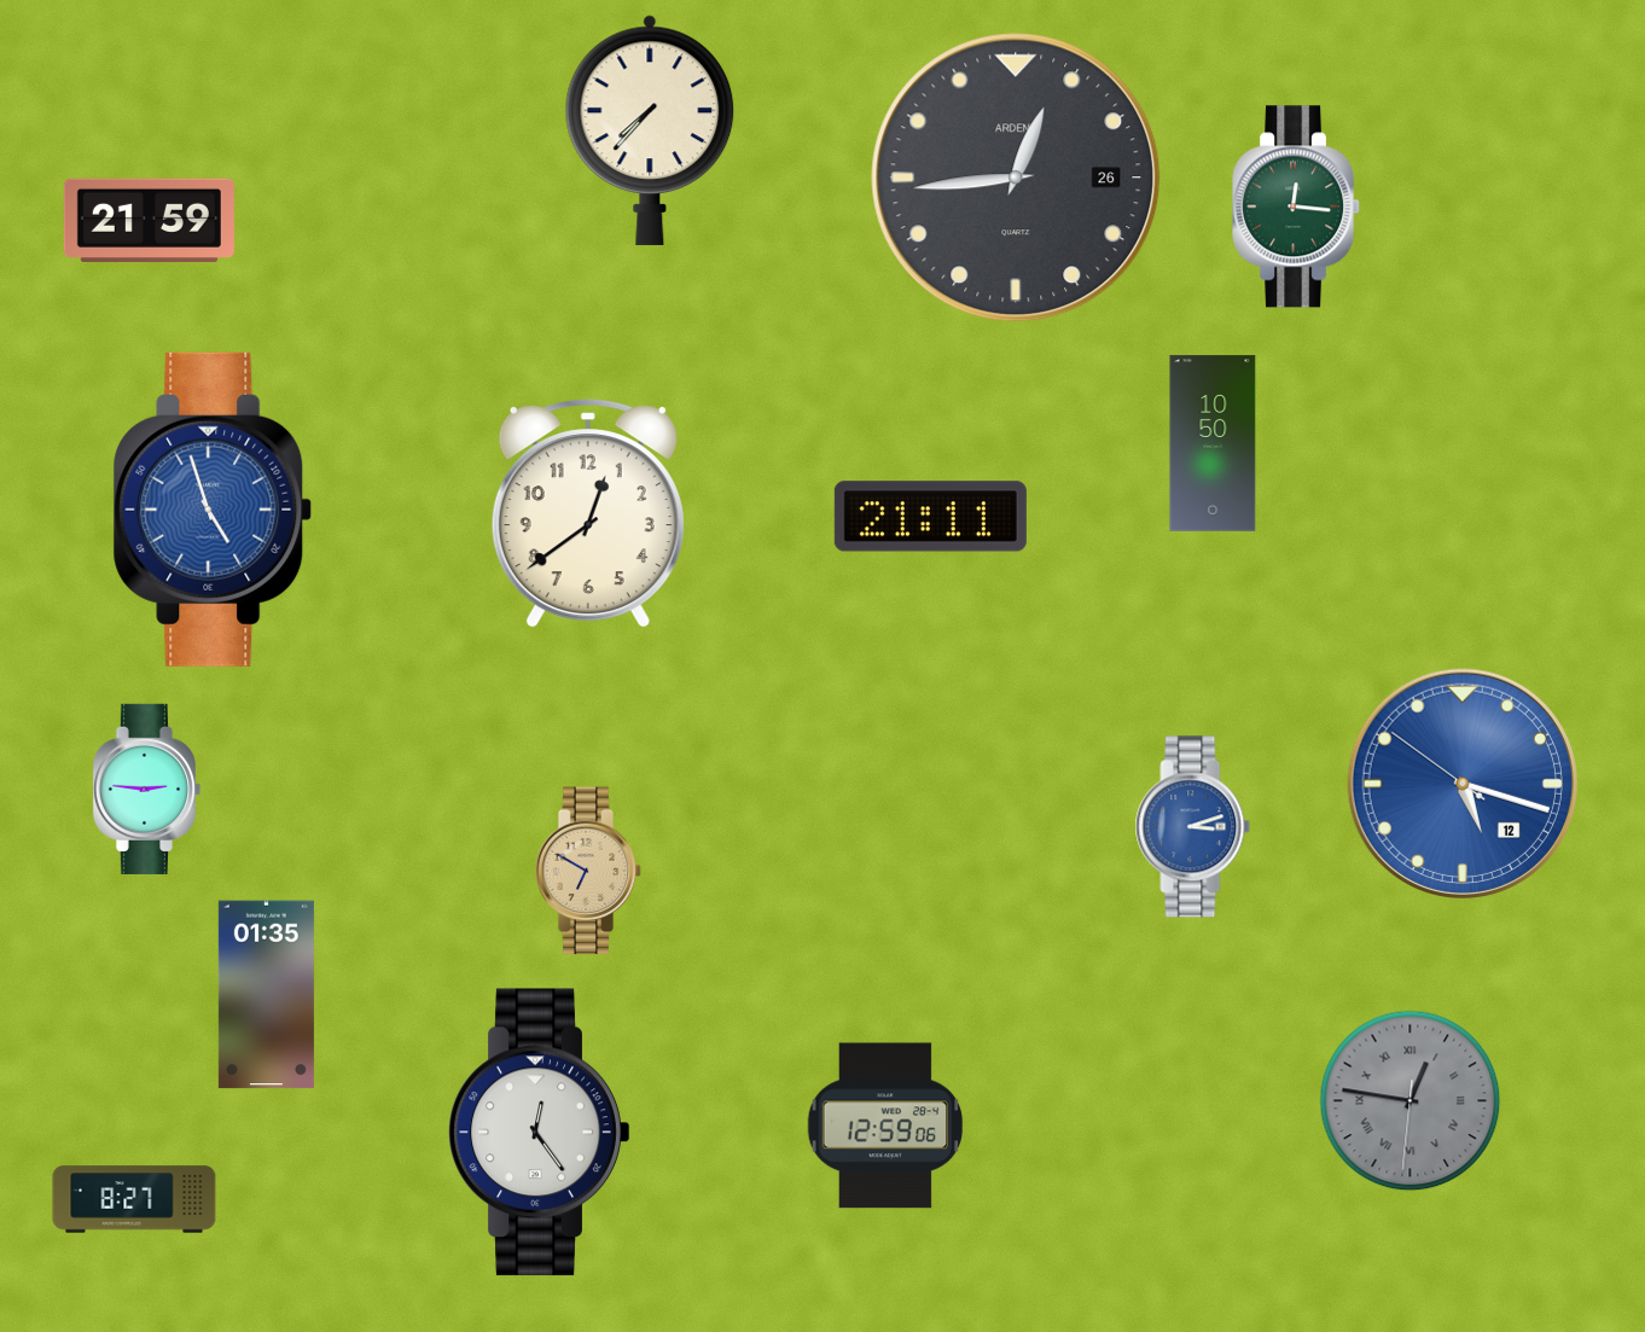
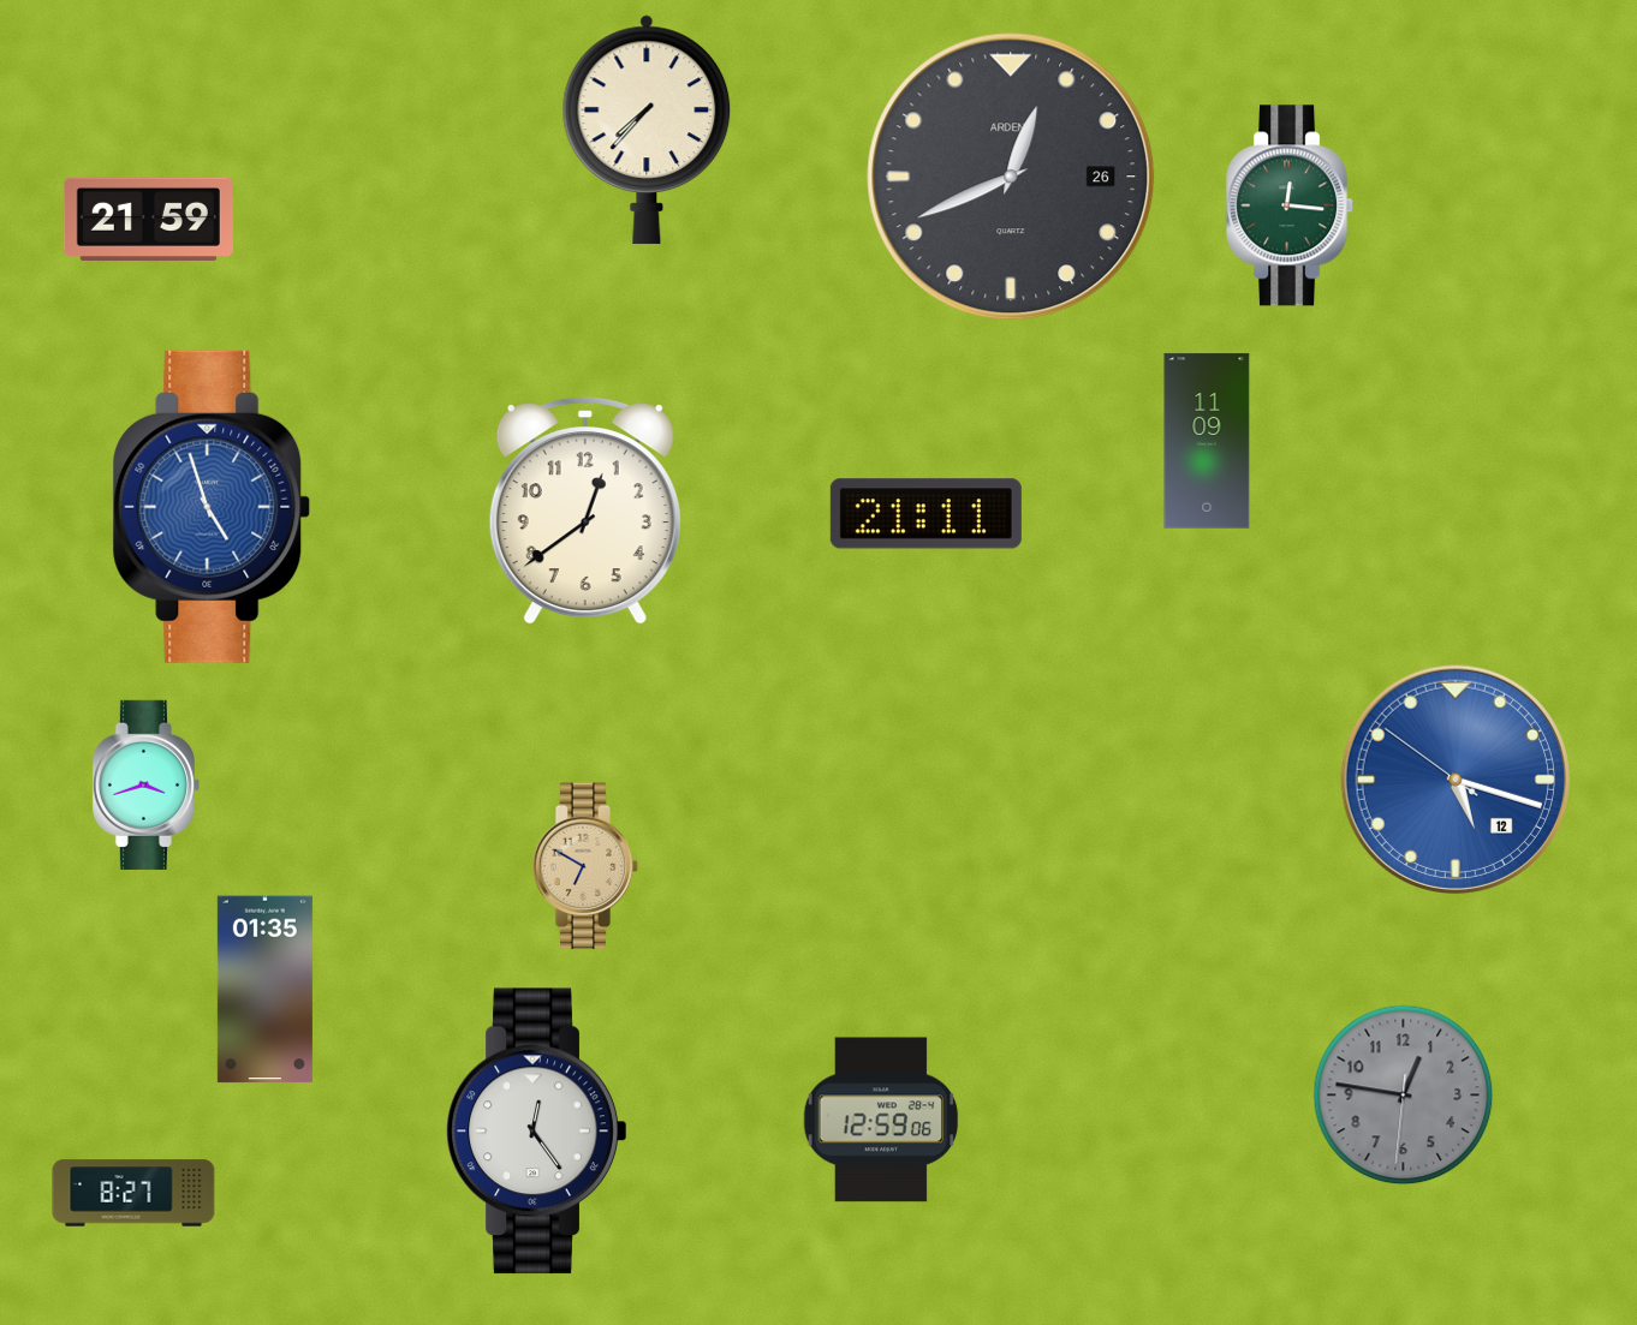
clock at (1016, 178): 12:44 -> 12:41
clock at (1213, 443): 10:50 -> 11:09
clock at (146, 789): 2:46 -> 3:42
clock at (1193, 827): 3:12 -> none
clock at (1411, 1101) numerals: Roman -> Arabic
clock at (540, 1133) position: (540, 1133) -> (537, 1132)
